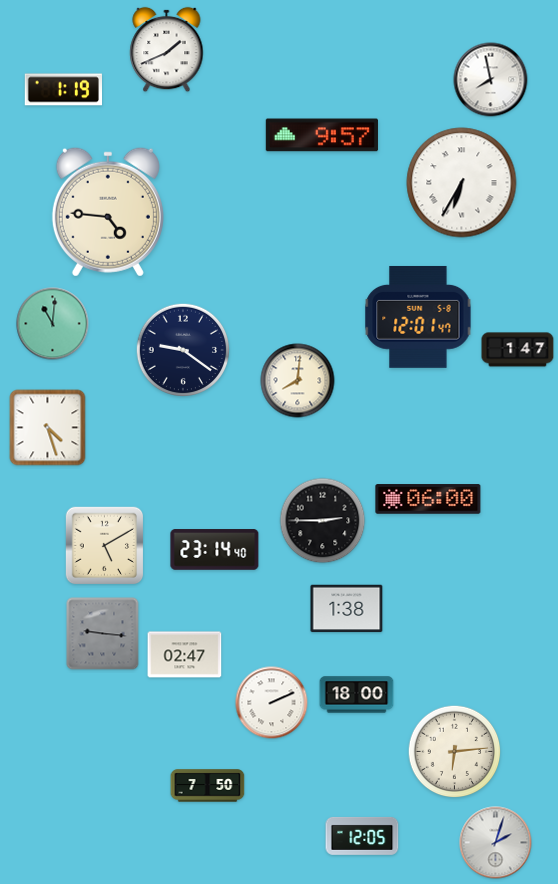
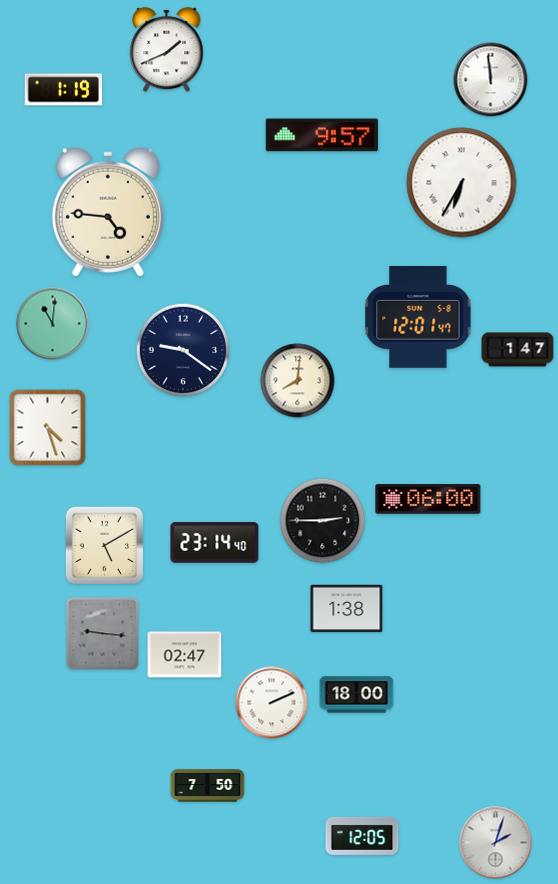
clock at (491, 80): 7:58 -> 11:59
clock at (215, 550) position: (215, 550) -> (215, 543)
clock at (455, 752): 6:14 -> none
